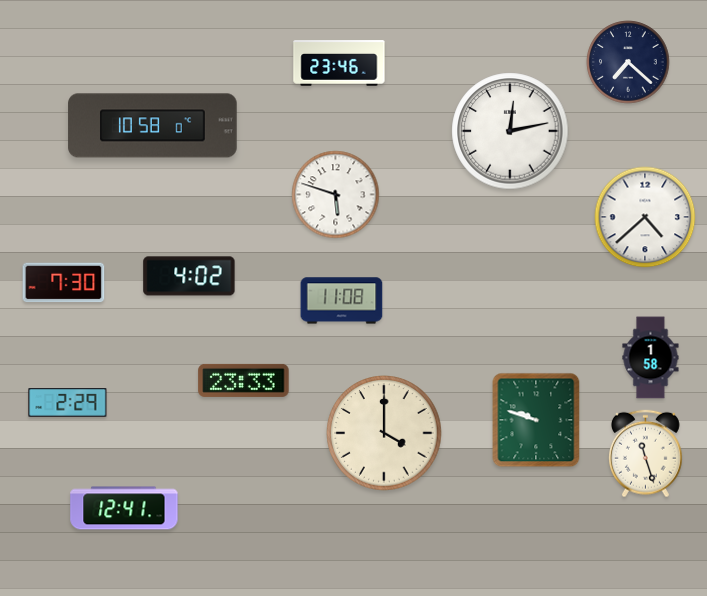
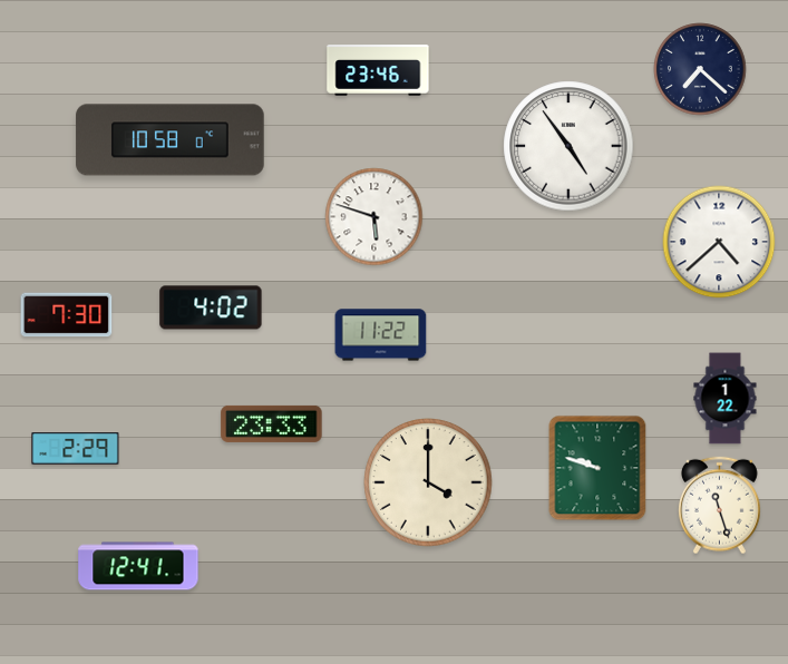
clock at (510, 131): 12:13 -> 4:54
clock at (64, 283) position: (64, 283) -> (67, 315)
clock at (342, 301): 11:08 -> 11:22
clock at (651, 358): 1:58 -> 1:22
